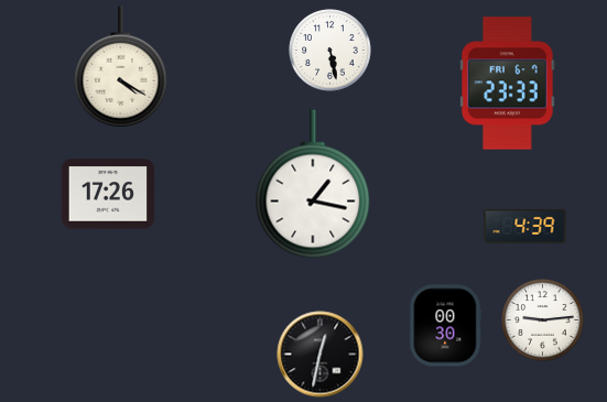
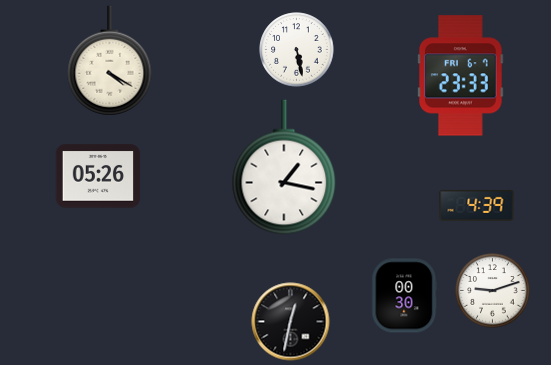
clock at (330, 51) position: (330, 51) -> (297, 50)
clock at (108, 194): 17:26 -> 05:26
clock at (543, 320): 9:14 -> 9:12
